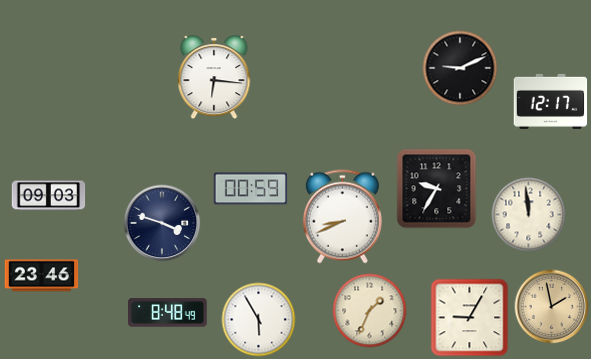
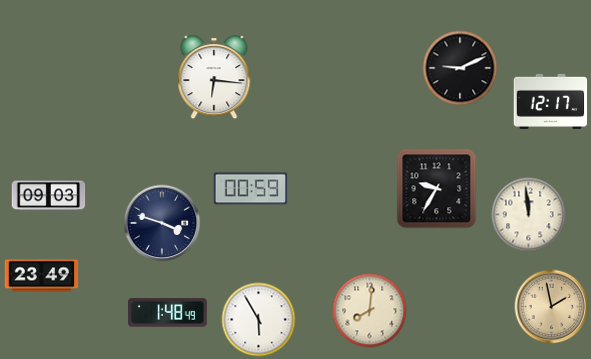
clock at (342, 217): 8:41 -> none
clock at (42, 276): 23:46 -> 23:49
clock at (370, 311): 1:34 -> 8:01
clock at (168, 313): 8:48 -> 1:48
clock at (470, 318): 9:05 -> none
